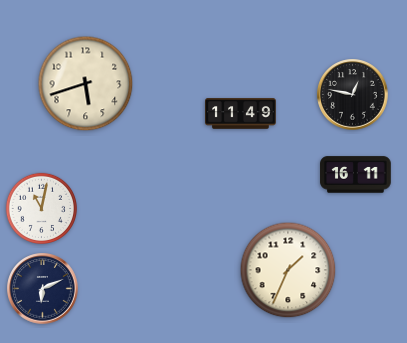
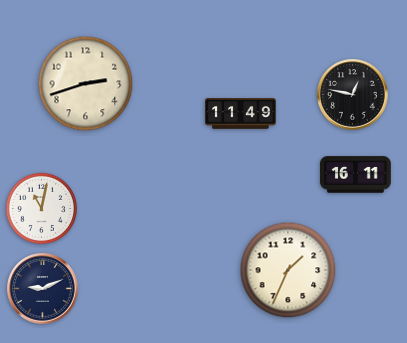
clock at (86, 84): 5:42 -> 2:42
clock at (43, 289): 6:11 -> 9:11
